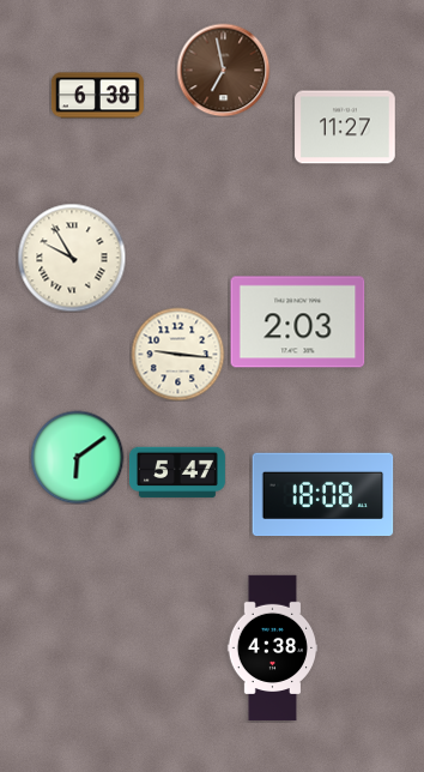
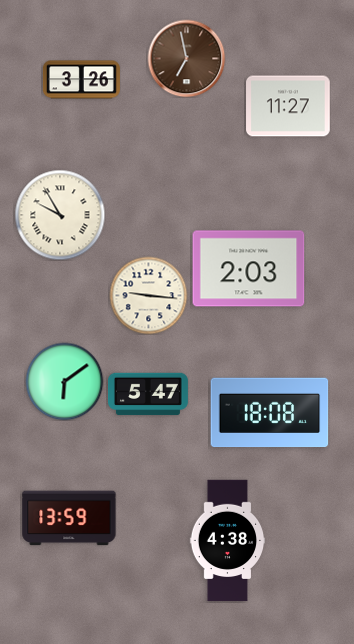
clock at (97, 96): 6:38 -> 3:26
clock at (69, 518): none -> 13:59
